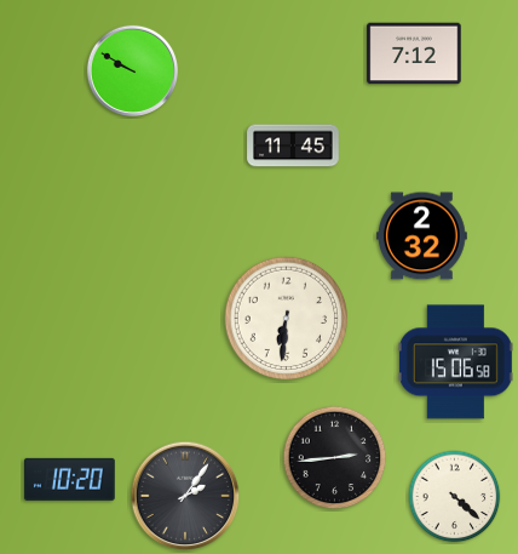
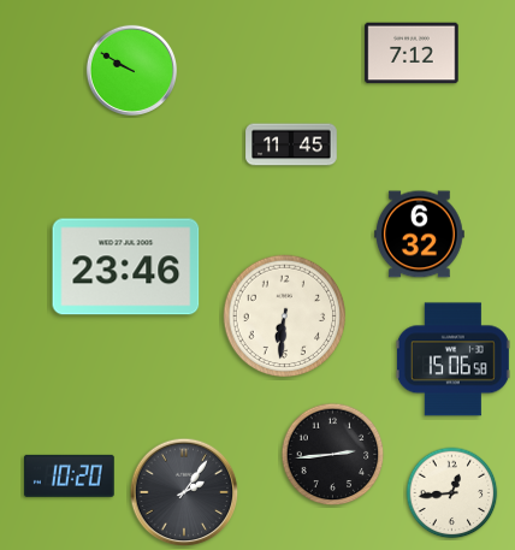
clock at (422, 236): 2:32 -> 6:32
clock at (126, 267): none -> 23:46
clock at (455, 497): 4:22 -> 12:44
